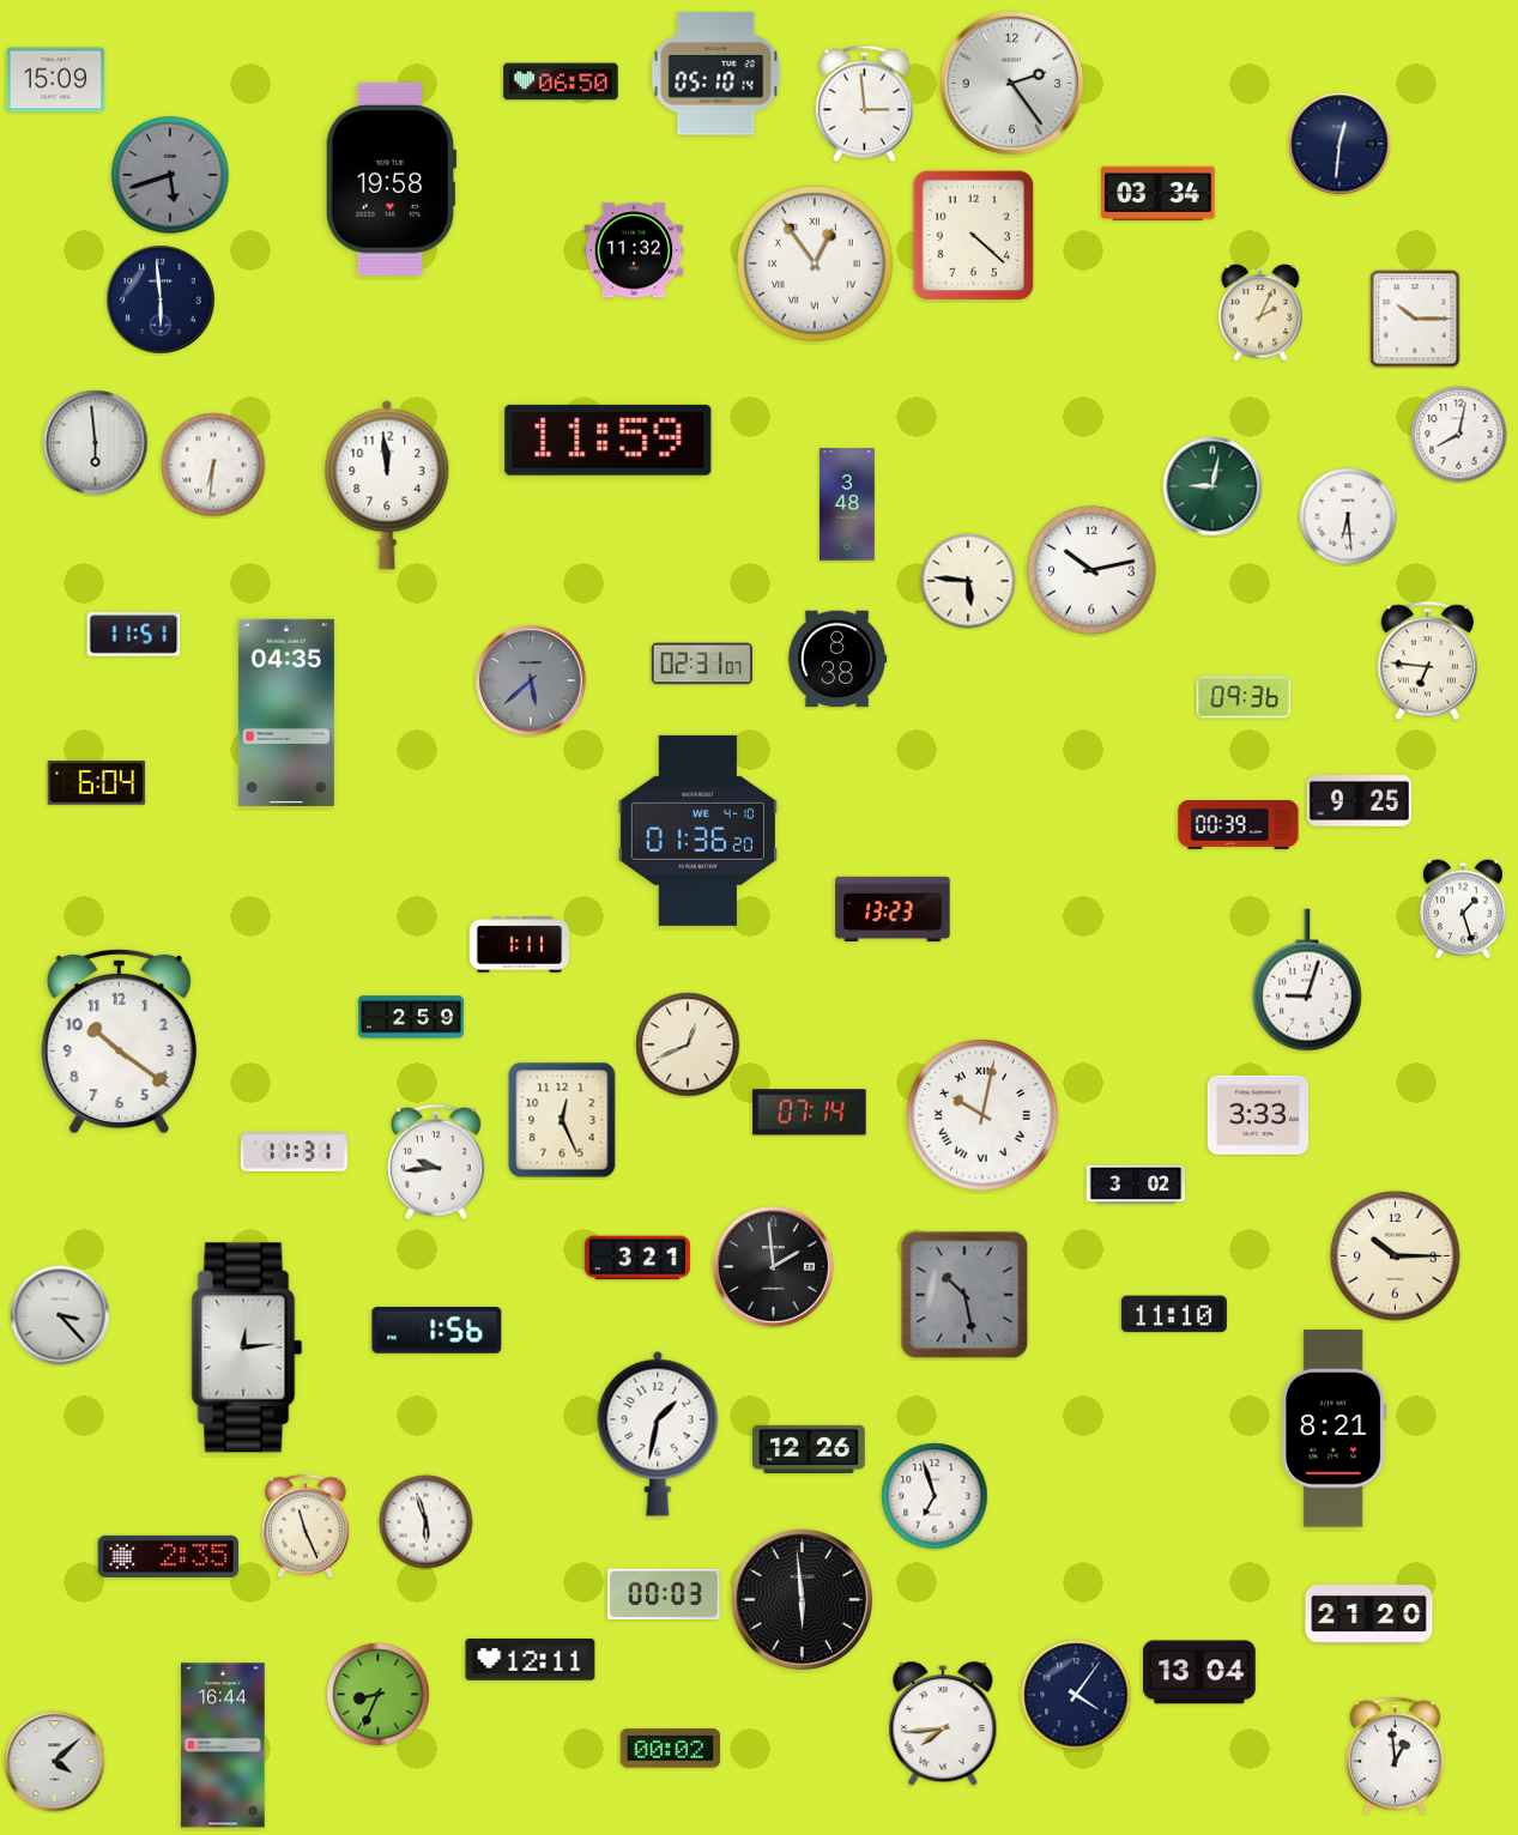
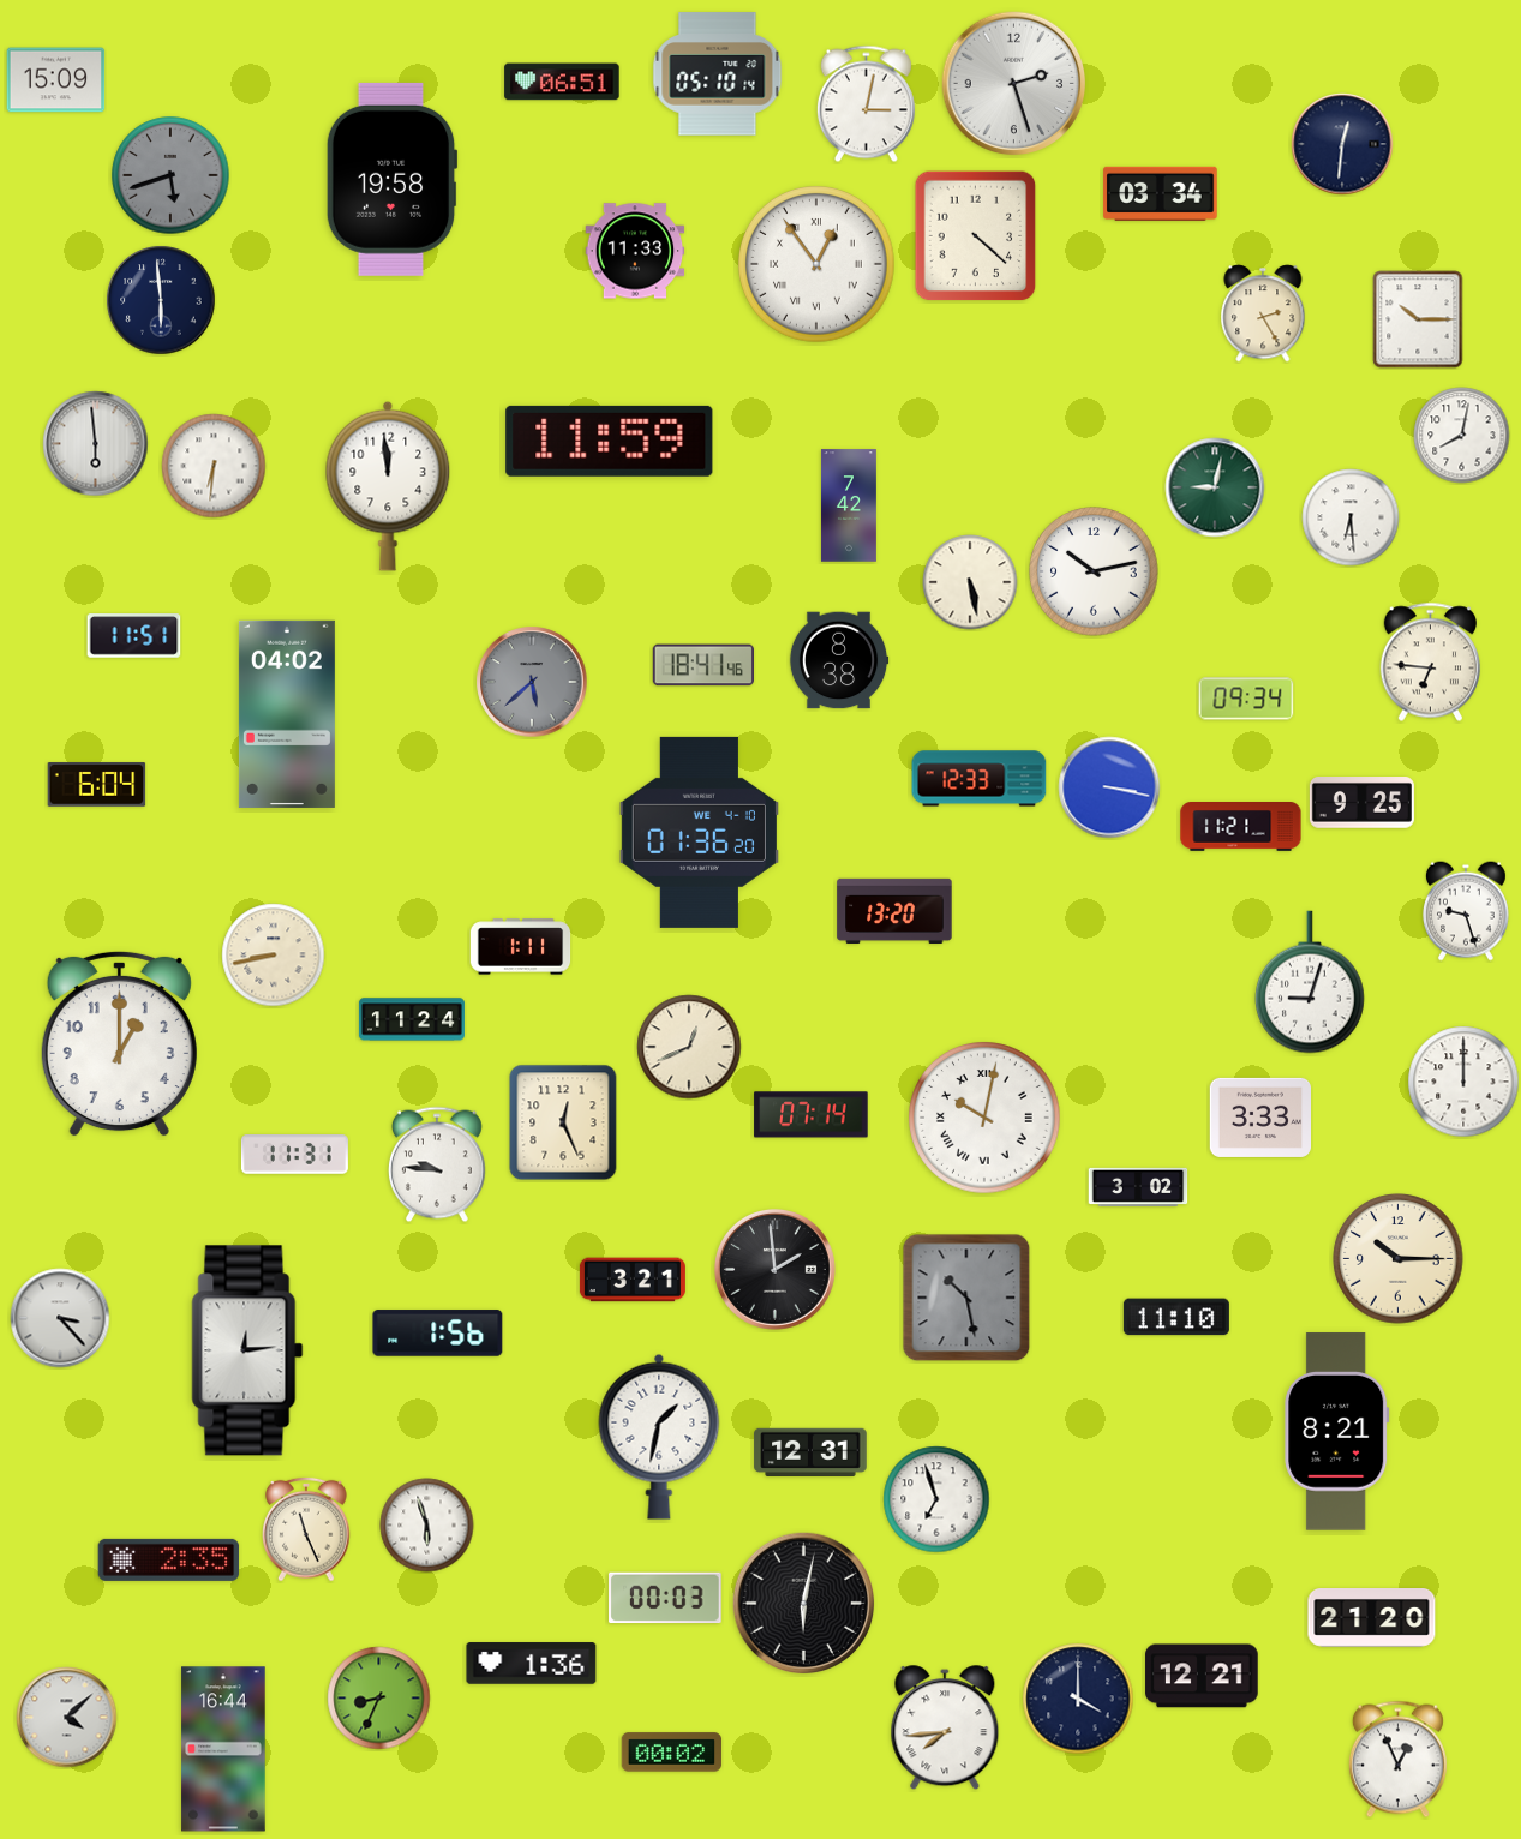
clock at (561, 81): 06:50 -> 06:51
clock at (1012, 84): 2:24 -> 2:27
clock at (864, 104): 2:59 -> 3:02
clock at (634, 250): 11:32 -> 11:33
clock at (1260, 313): 2:04 -> 2:25
clock at (847, 504): 3:48 -> 7:42
clock at (968, 581): 5:46 -> 5:28
clock at (701, 664): 02:31 -> 18:41
clock at (1244, 697): 09:36 -> 09:34
clock at (286, 713): 04:35 -> 04:02
clock at (980, 779): none -> 12:33
clock at (1109, 787): none -> 3:17
clock at (1239, 825): 00:39 -> 11:21
clock at (893, 908): 13:23 -> 13:20
clock at (1463, 909): 1:27 -> 9:27
clock at (274, 956): none -> 8:43
clock at (411, 1017): 2:59 -> 11:24
clock at (119, 1041): 10:21 -> 1:00
clock at (1463, 1082): none -> 12:00
clock at (436, 1162): 9:44 -> 9:46
clock at (637, 1258) position: (637, 1258) -> (633, 1280)
clock at (809, 1448): 12:26 -> 12:31
clock at (802, 1599): 5:59 -> 6:02
clock at (531, 1660): 12:11 -> 1:36
clock at (1199, 1672): 13:04 -> 12:21
clock at (1076, 1695): 4:06 -> 4:00
clock at (1395, 1756): 12:59 -> 12:56
clock at (55, 1762) position: (55, 1762) -> (67, 1718)
